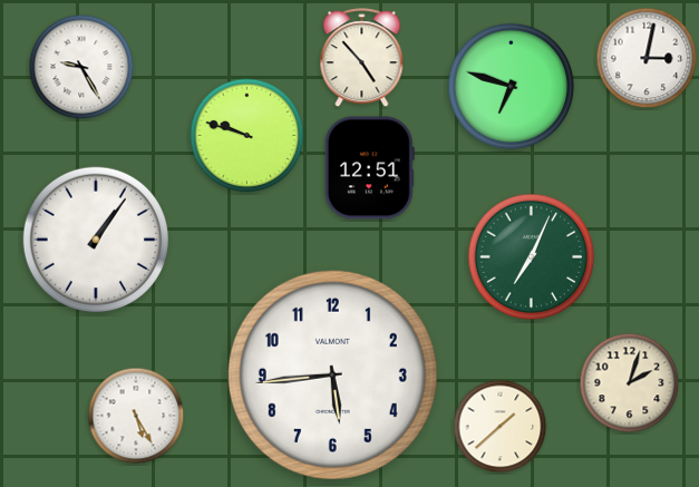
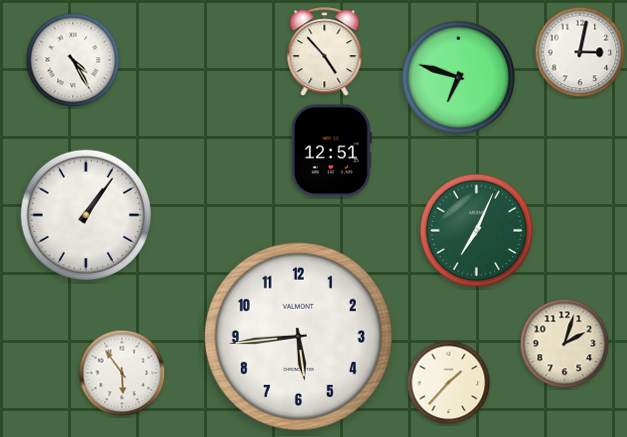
clock at (81, 67): 9:25 -> 4:25
clock at (247, 136): 9:48 -> none
clock at (136, 416): 5:25 -> 5:54
clock at (501, 427): 1:38 -> 1:37
